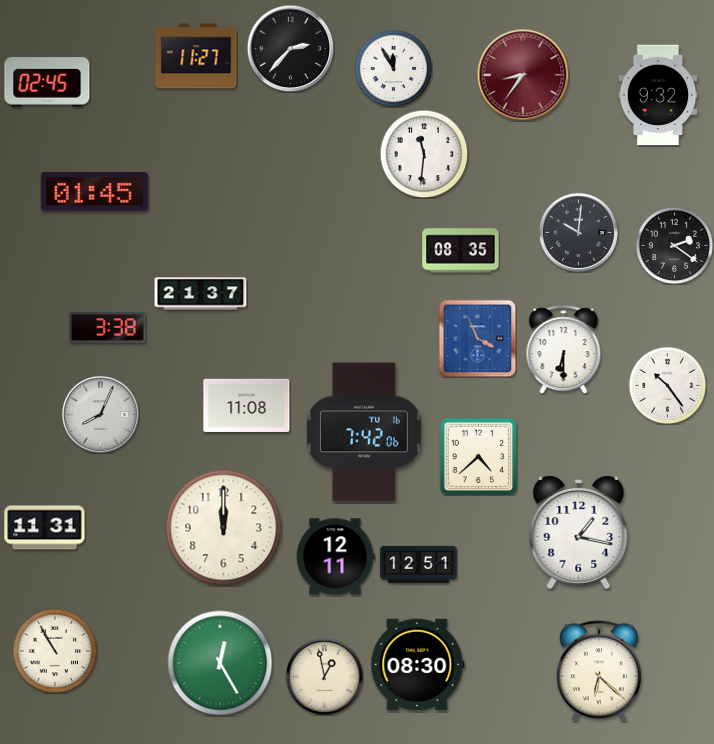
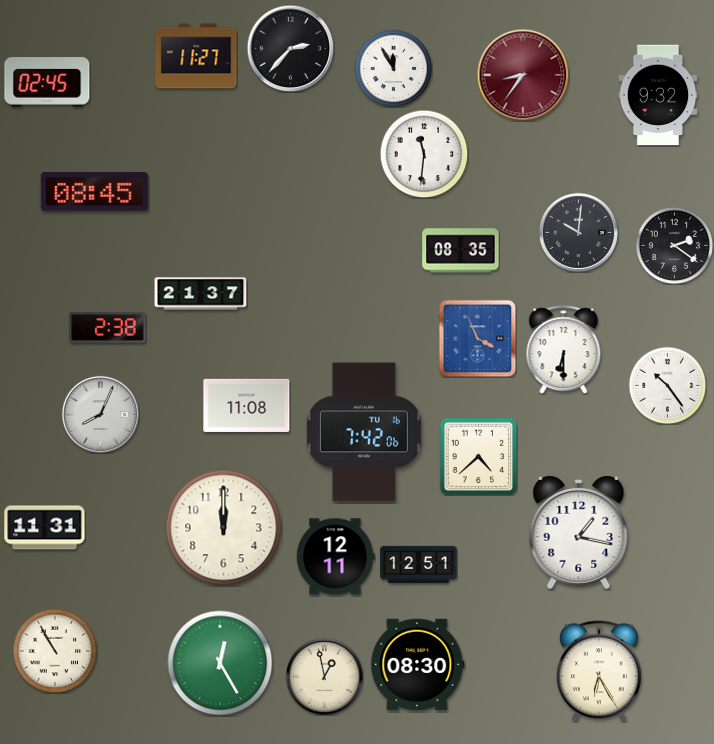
clock at (94, 192): 01:45 -> 08:45
clock at (108, 328): 3:38 -> 2:38
clock at (599, 671): 6:22 -> 6:25
